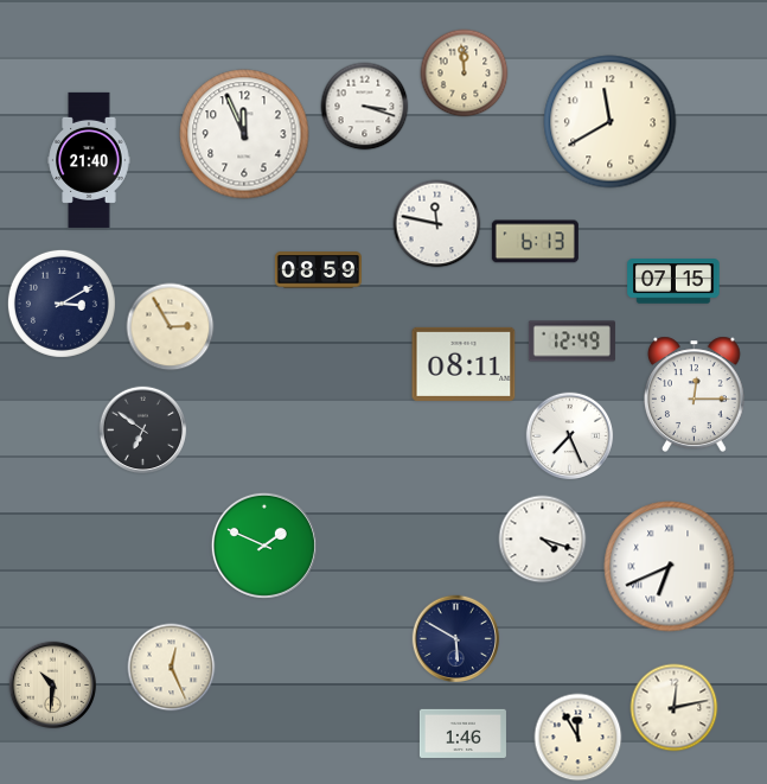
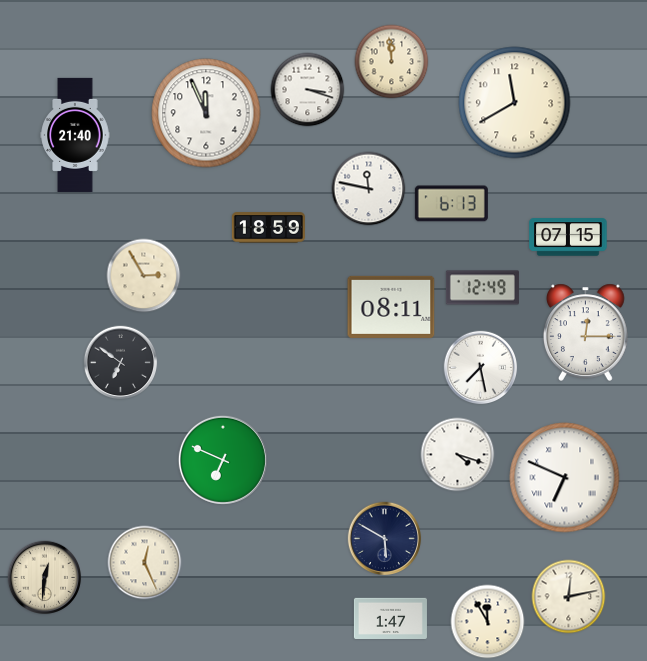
clock at (318, 270): 08:59 -> 18:59
clock at (62, 304): 3:10 -> none
clock at (570, 436): 7:26 -> 7:28
clock at (264, 546): 1:49 -> 6:49
clock at (670, 567): 6:41 -> 6:49
clock at (53, 686): 10:31 -> 12:31
clock at (462, 733): 1:46 -> 1:47
